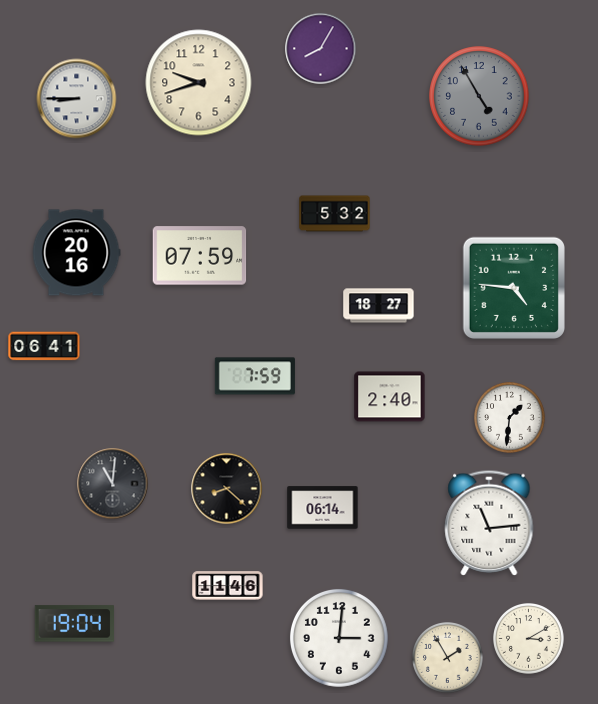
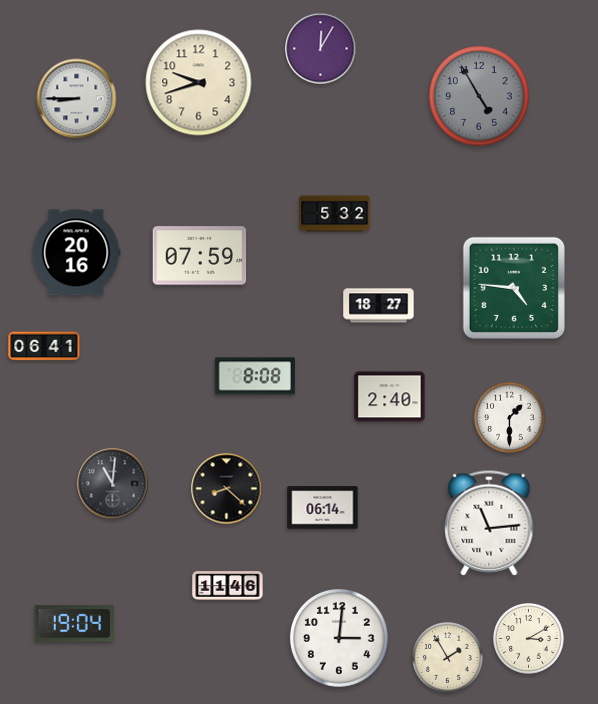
clock at (321, 49): 8:05 -> 12:05
clock at (255, 376): 7:59 -> 8:08
clock at (510, 418): 1:31 -> 1:30
